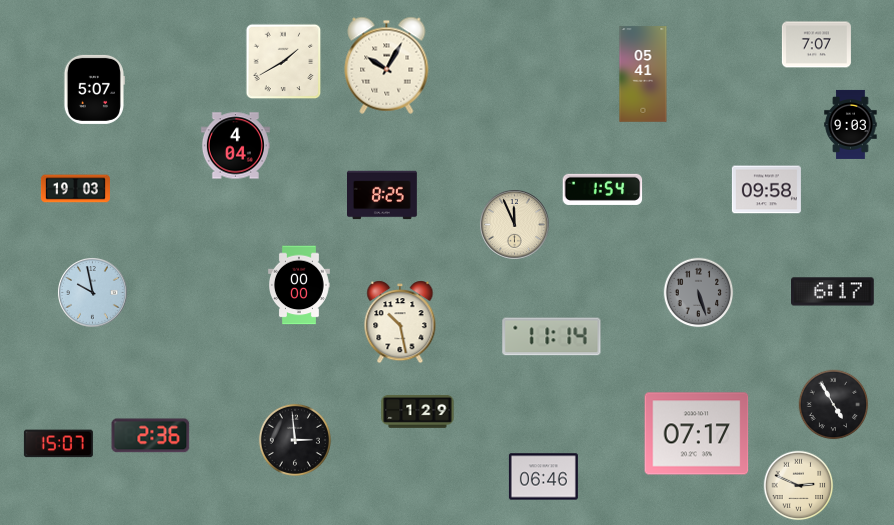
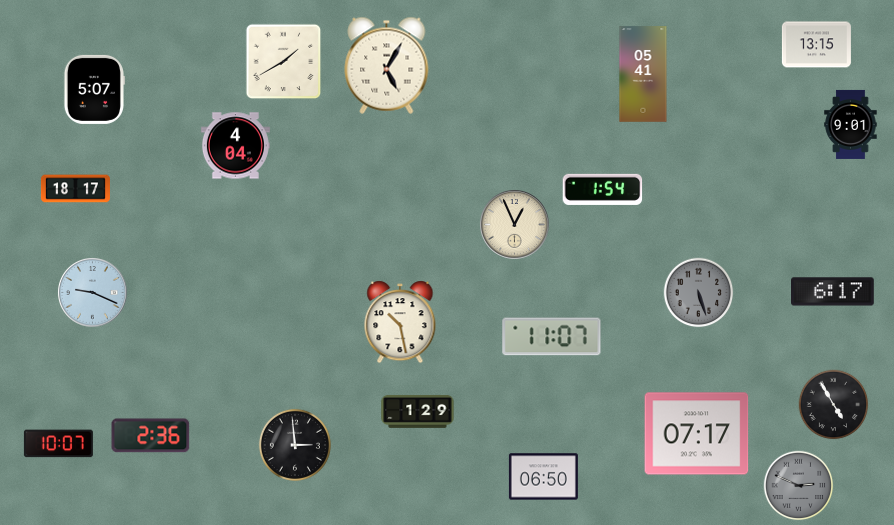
clock at (816, 45): 7:07 -> 13:15
clock at (387, 65): 10:05 -> 5:05
clock at (851, 124): 9:03 -> 9:01
clock at (75, 189): 19:03 -> 18:17
clock at (766, 190): 09:58 -> none
clock at (383, 195): 8:25 -> none
clock at (515, 225): 11:56 -> 12:56
clock at (300, 285): 00:00 -> none
clock at (93, 293): 9:58 -> 9:19
clock at (552, 337): 11:14 -> 11:07
clock at (295, 440) position: (295, 440) -> (295, 445)
clock at (58, 444): 15:07 -> 10:07
clock at (543, 477): 06:46 -> 06:50
clock at (799, 486) dial: cream -> grey
